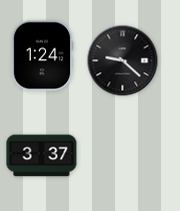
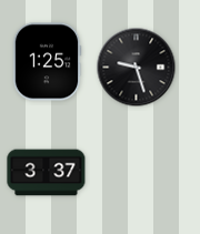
clock at (42, 56): 1:24 -> 1:25
clock at (123, 61): 9:22 -> 9:27
